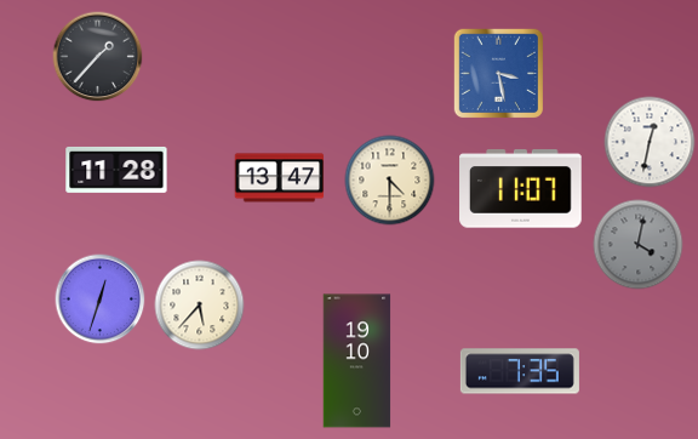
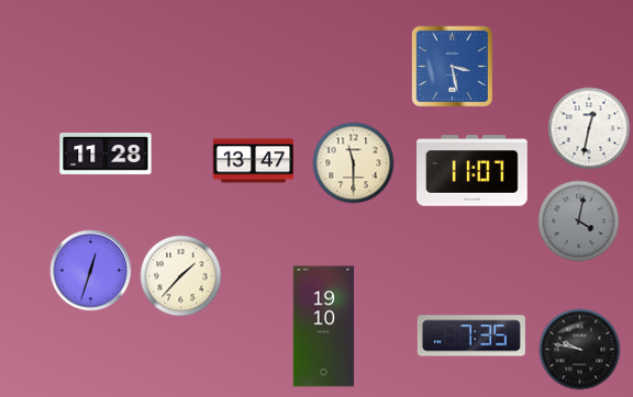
clock at (98, 57): 1:37 -> none
clock at (390, 181): 4:30 -> 11:30
clock at (200, 306): 5:37 -> 1:37
clock at (580, 350): none -> 9:47
